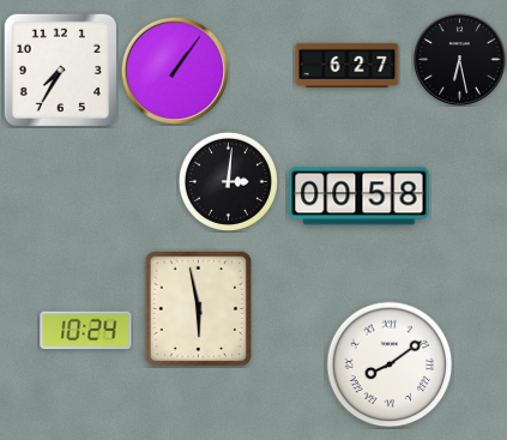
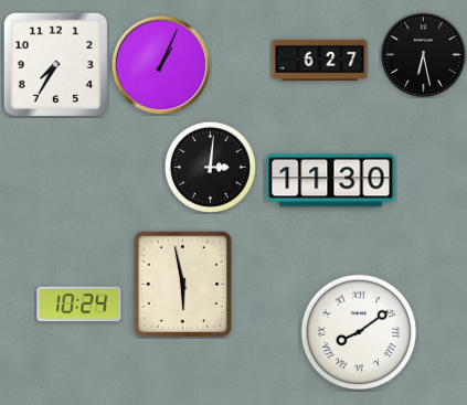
clock at (174, 70): 1:06 -> 1:04
clock at (360, 197): 00:58 -> 11:30
clock at (390, 364) position: (390, 364) -> (359, 332)
